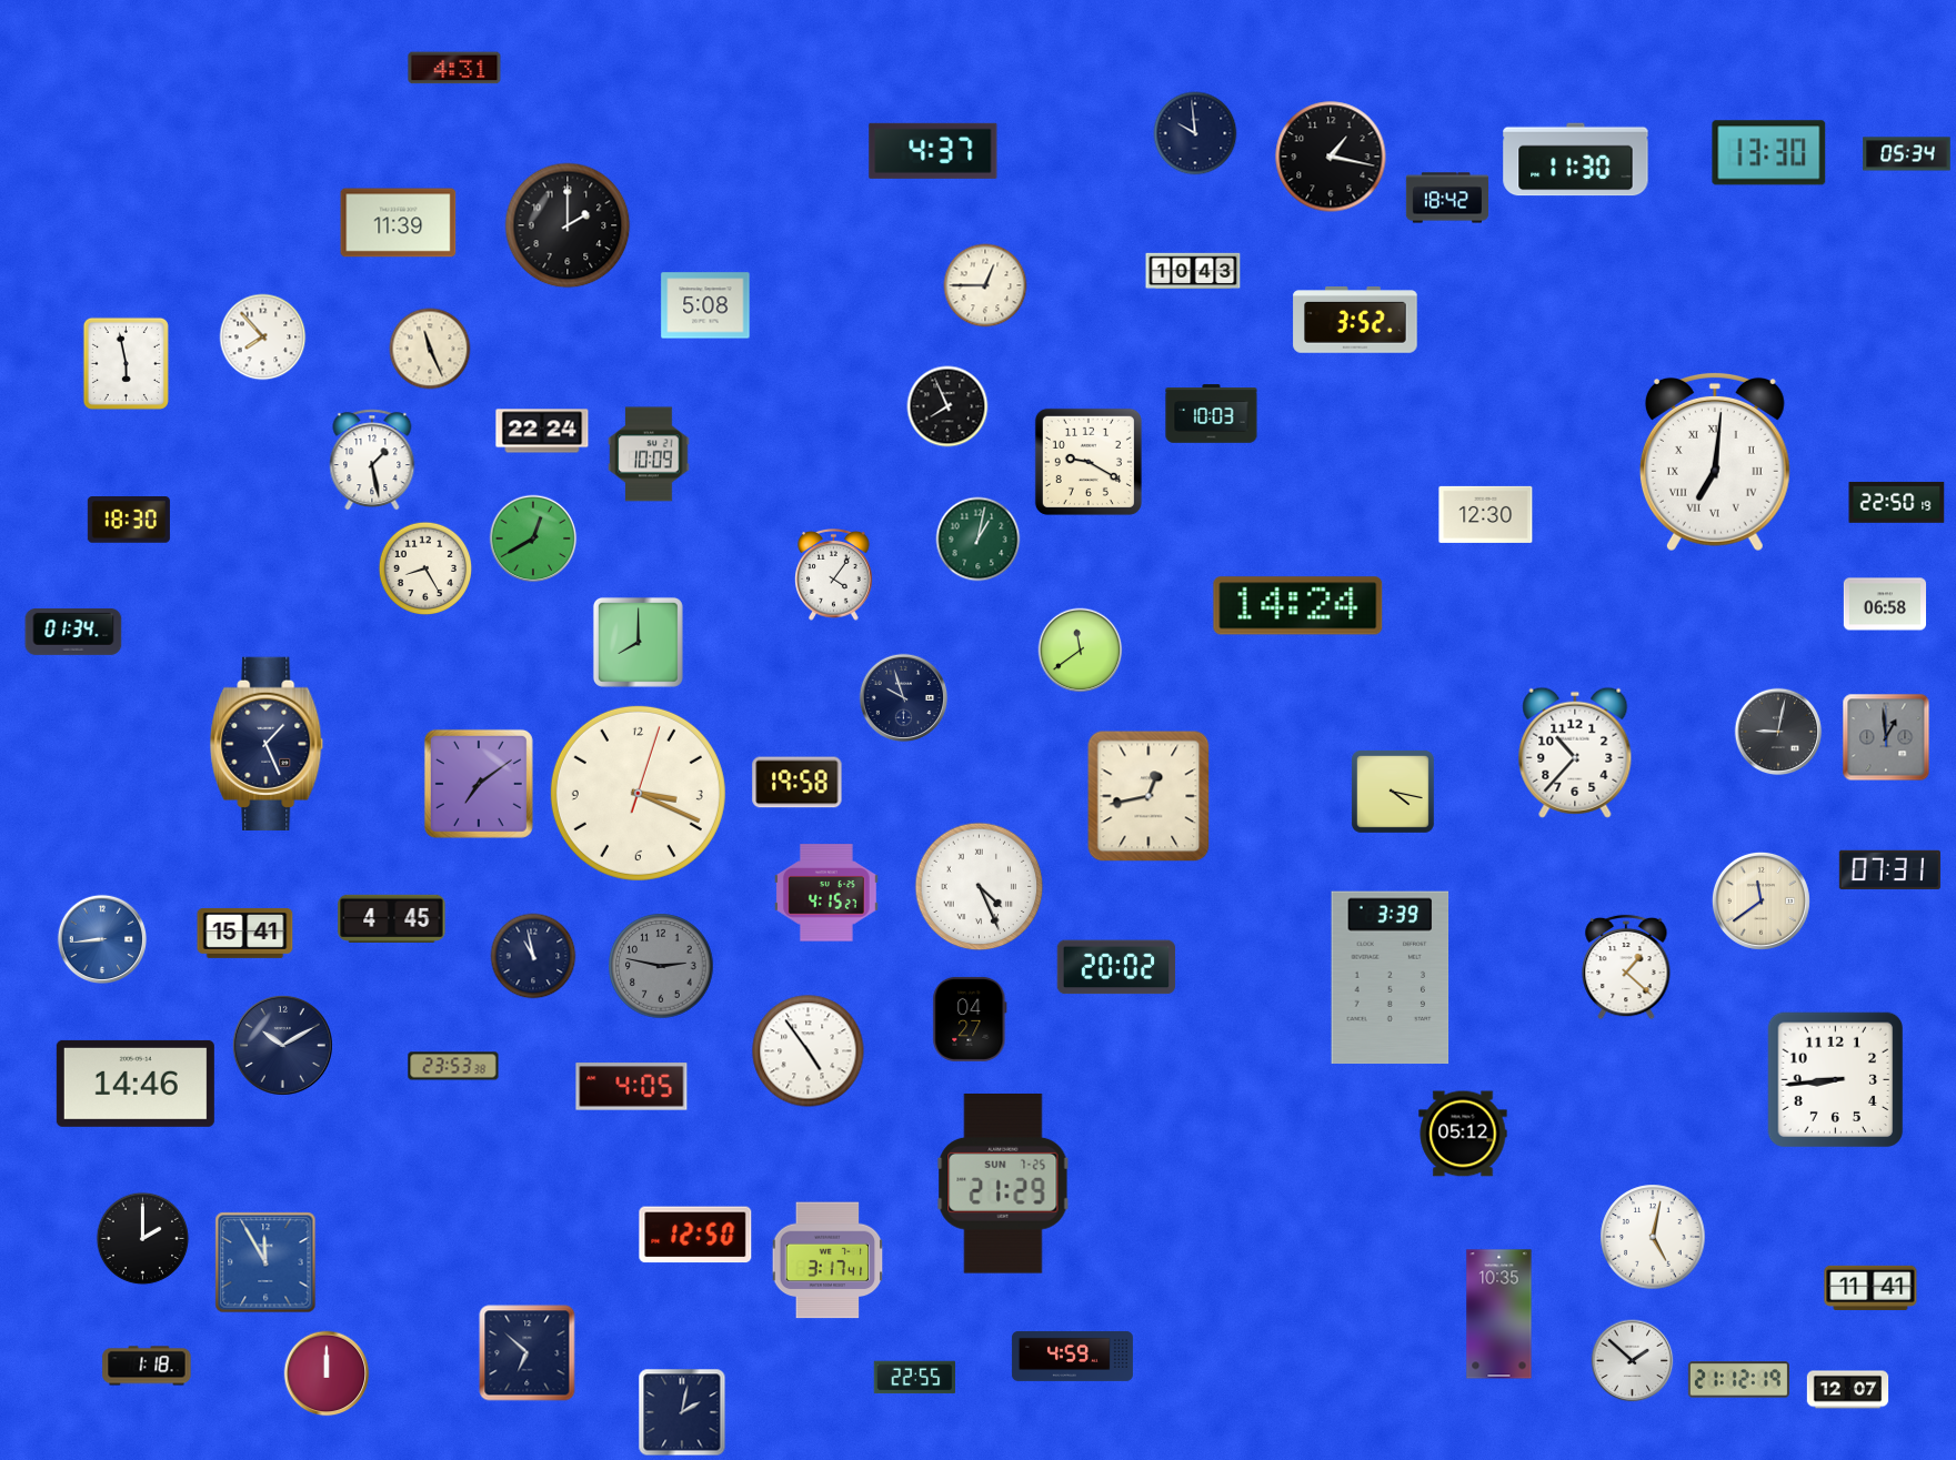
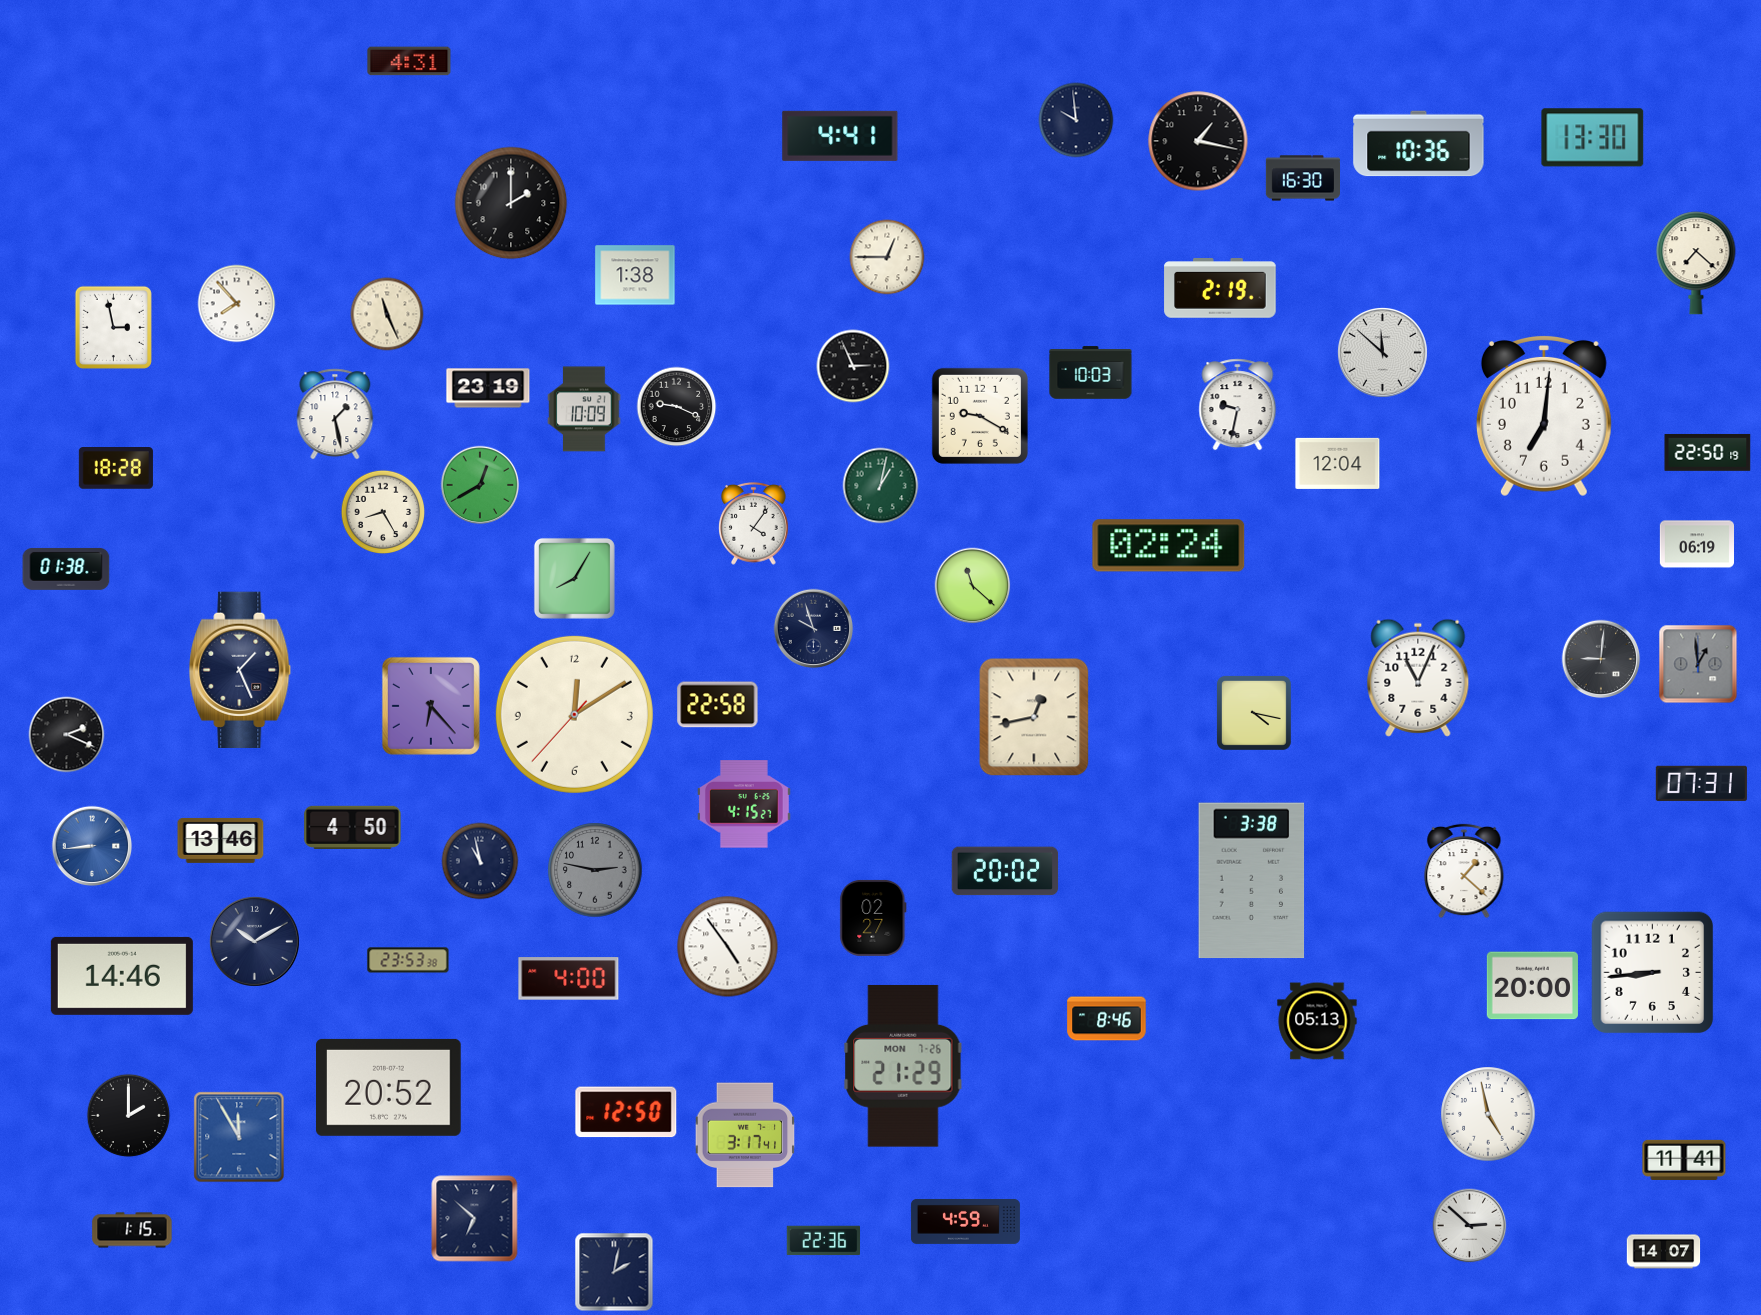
clock at (933, 151): 4:37 -> 4:41
clock at (1907, 154): 05:34 -> none
clock at (1576, 160): 11:30 -> 10:36
clock at (1446, 198): 18:42 -> 16:30
clock at (399, 223): 11:39 -> none
clock at (1193, 271): 10:43 -> none
clock at (1696, 263): none -> 7:22
clock at (705, 305): 5:08 -> 1:38
clock at (1355, 321): 3:52 -> 2:19
clock at (126, 363): 5:58 -> 2:58
clock at (1382, 352): none -> 11:52
clock at (947, 406): 7:56 -> 2:56
clock at (542, 431): 22:24 -> 23:19
clock at (1238, 405): none -> 9:32
clock at (677, 407): none -> 9:19
clock at (1715, 462) numerals: Roman -> Arabic
clock at (1486, 514): 12:30 -> 12:04
clock at (129, 521): 18:30 -> 18:28
clock at (834, 575) position: (834, 575) -> (754, 524)
clock at (1884, 604): 06:58 -> 06:19
clock at (1298, 606): 14:24 -> 02:24
clock at (73, 632): 01:34 -> 01:38
clock at (638, 642): 8:00 -> 8:05
clock at (1081, 651): 11:39 -> 11:22
clock at (1778, 732): 9:02 -> 9:01
clock at (1575, 753): 10:37 -> 11:04
clock at (798, 783): 19:58 -> 22:58
clock at (479, 784): 7:09 -> 6:23
clock at (638, 793): 3:19 -> 12:09
clock at (67, 735): none -> 2:19
clock at (980, 887): 4:26 -> none
clock at (1761, 900): 11:39 -> none
clock at (392, 918): 4:45 -> 4:50
clock at (245, 933): 15:41 -> 13:46
clock at (1391, 978): 3:39 -> 3:38
clock at (970, 1019): 04:27 -> 02:27
clock at (632, 1087): 4:05 -> 4:00
clock at (1532, 986): none -> 20:00
clock at (1107, 1019): none -> 8:46
clock at (1463, 1134): 05:12 -> 05:13
clock at (1003, 1184) date: SUN 7-25 -> MON 7-26
clock at (389, 1087): none -> 20:52
clock at (1653, 1237): 5:02 -> 4:58
clock at (1499, 1315): 10:35 -> none
clock at (1633, 1361): 1:52 -> 2:52
clock at (147, 1366): 1:18 -> 1:15
clock at (327, 1373): 12:00 -> none
clock at (915, 1378): 22:55 -> 22:36
clock at (1738, 1380): 21:12 -> none
clock at (1848, 1390): 12:07 -> 14:07
